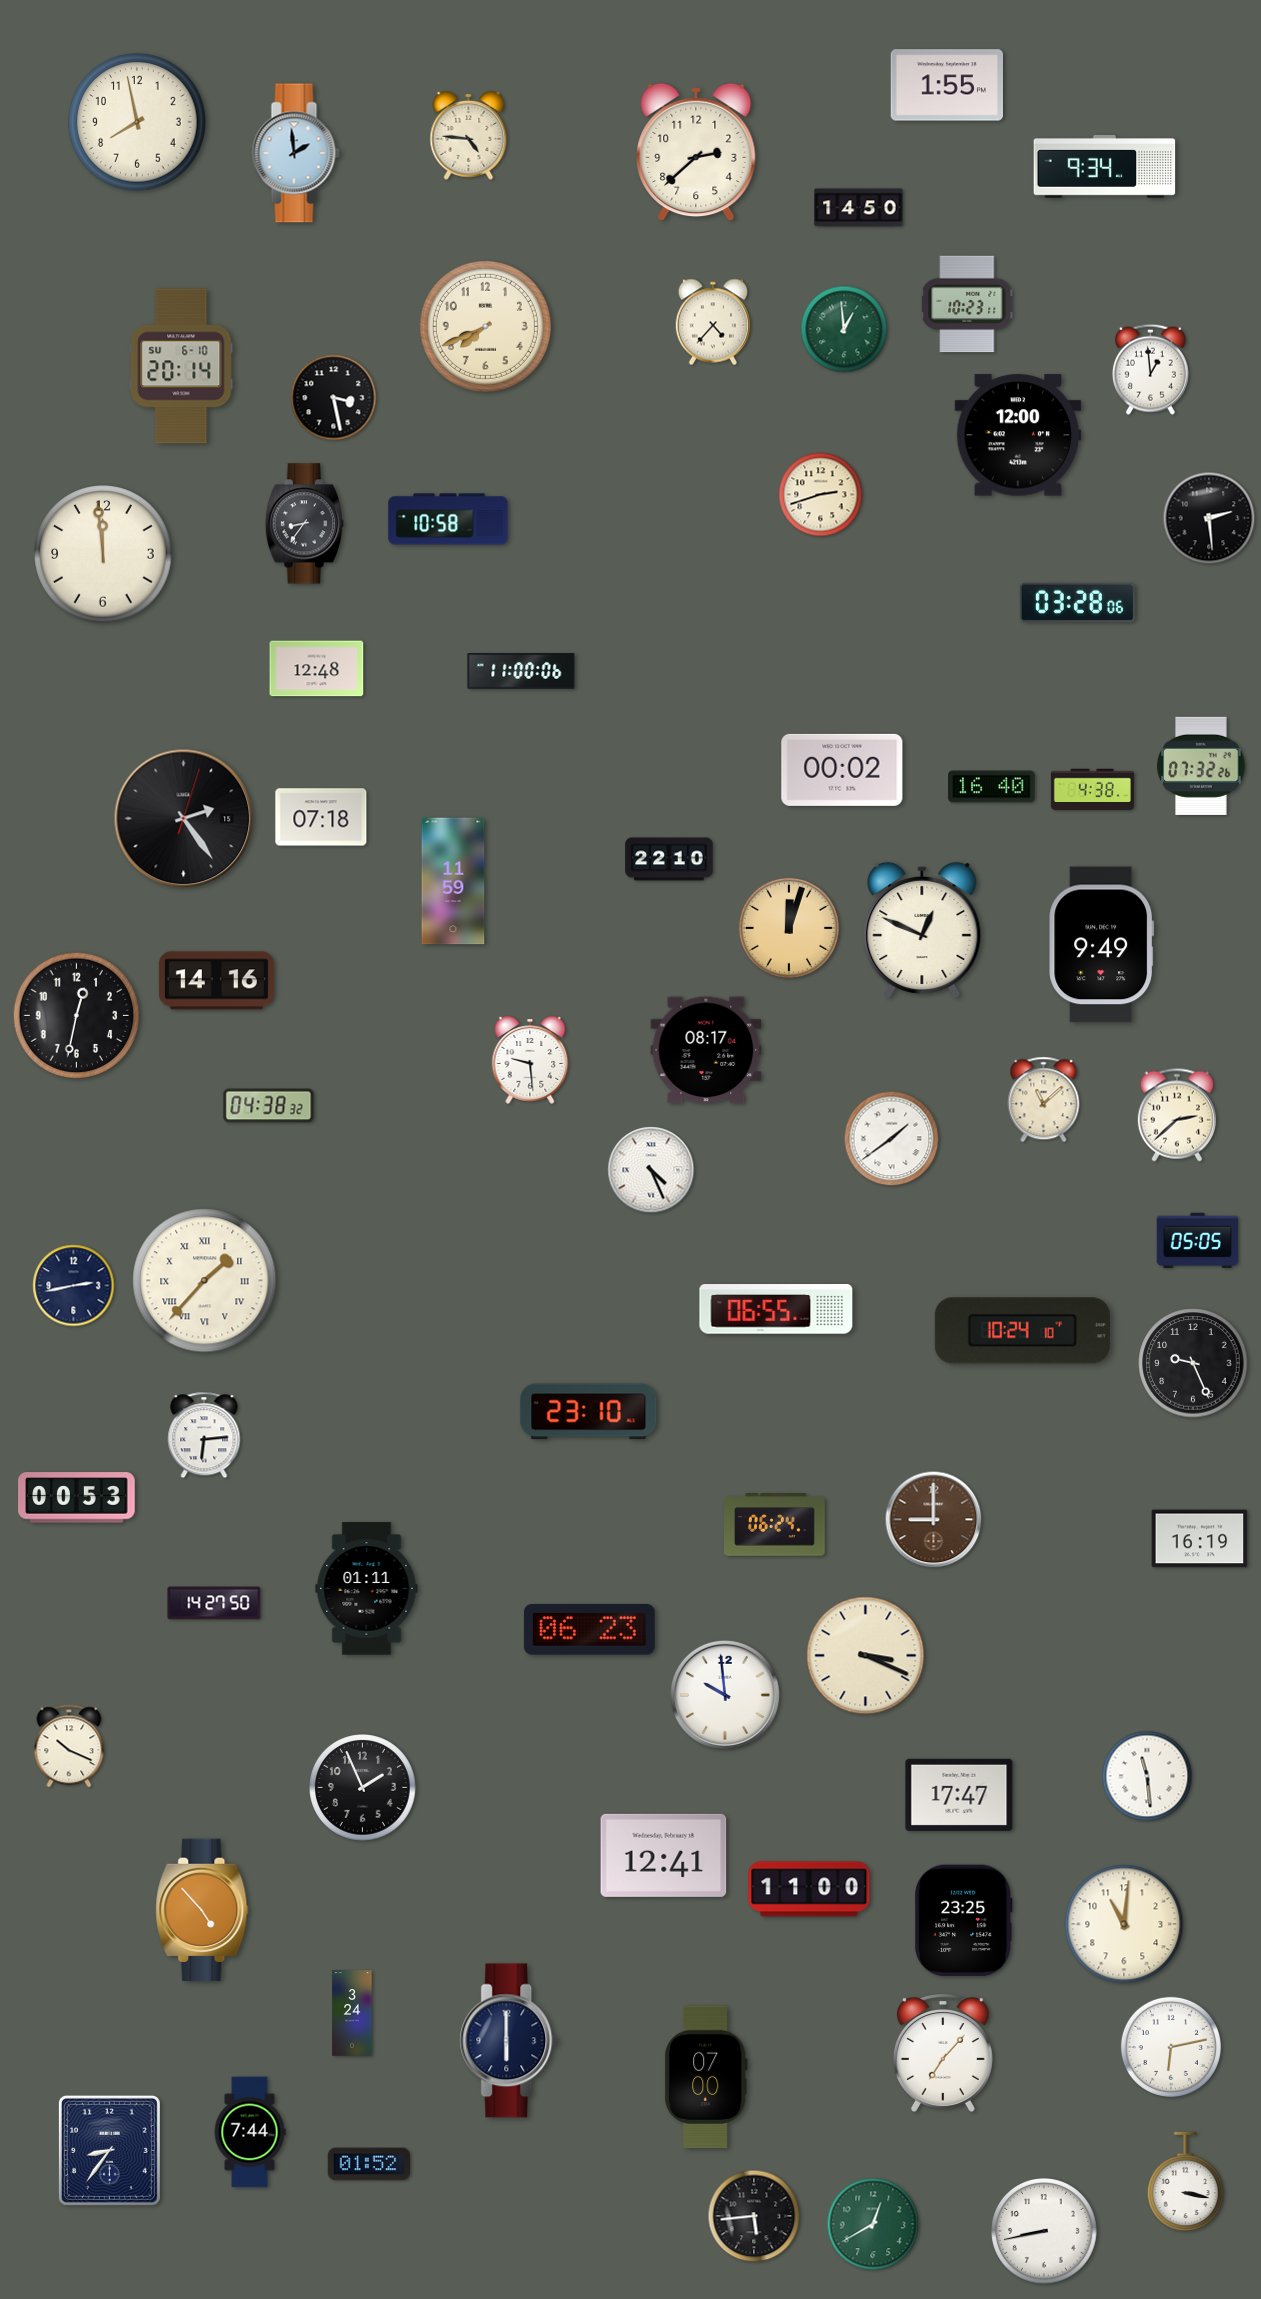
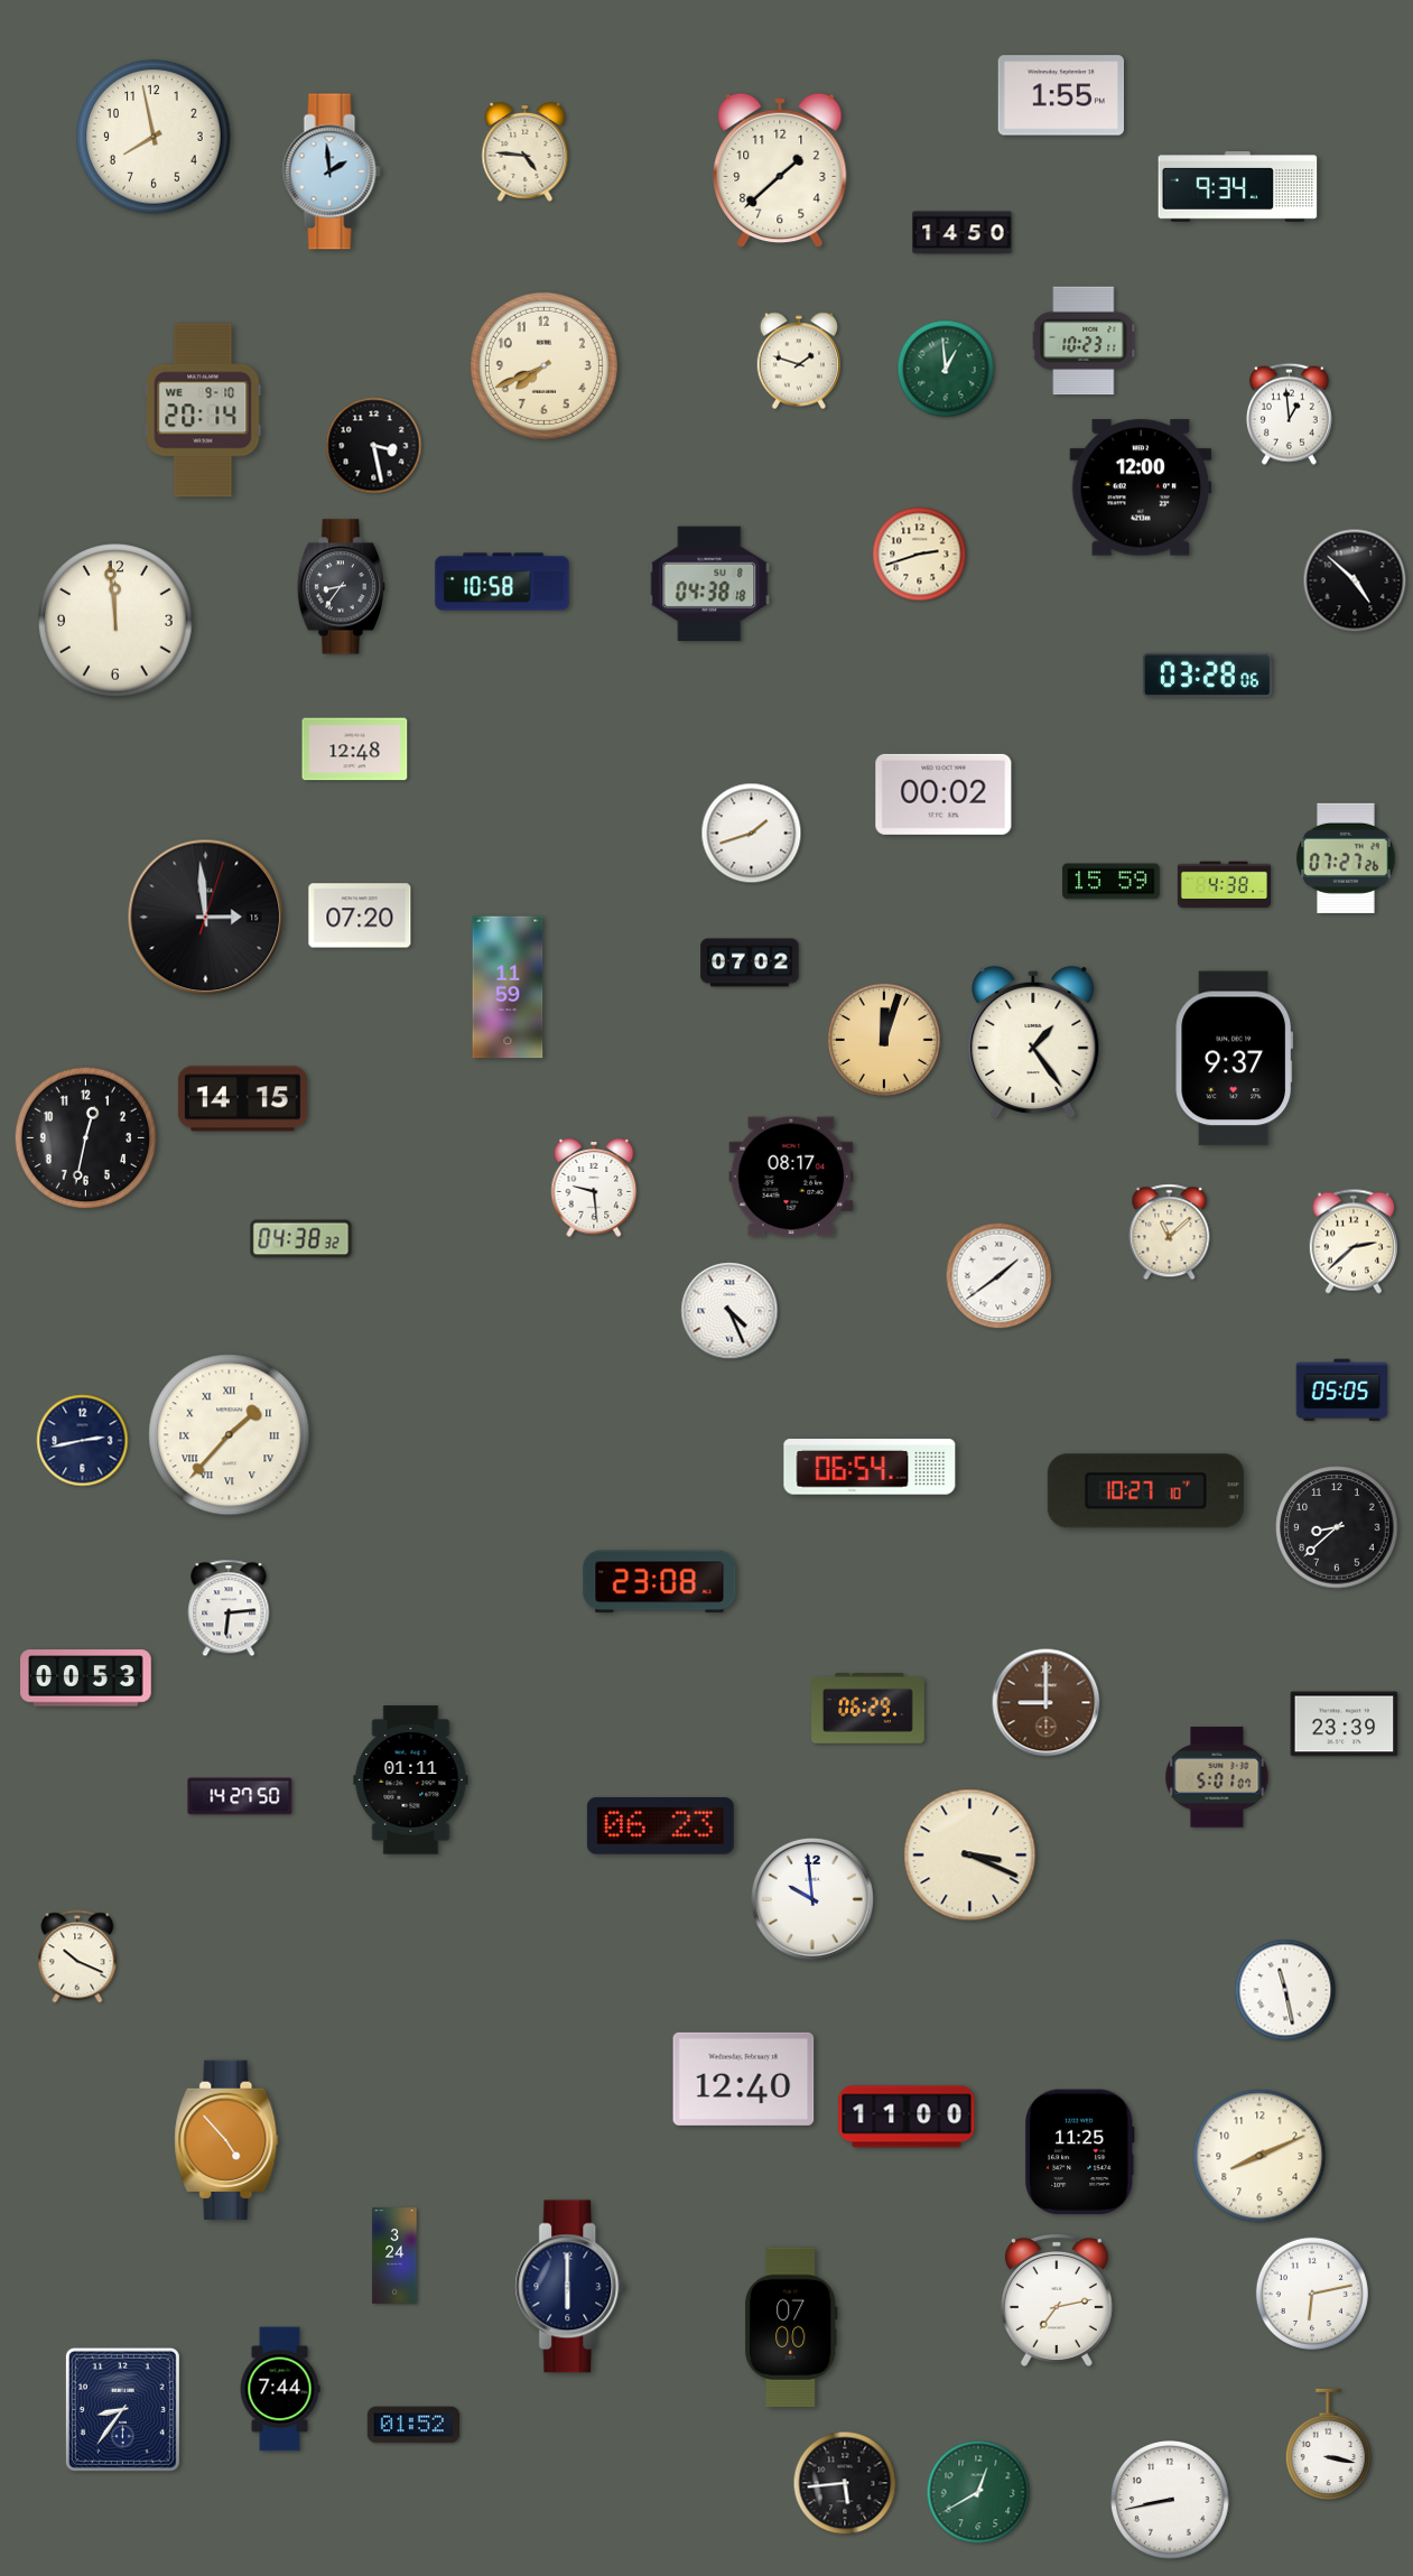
clock at (696, 152): 2:38 -> 1:38
clock at (712, 322): 4:37 -> 1:48
clock at (181, 366) date: SU 6-10 -> WE 9-10
clock at (1209, 518): 2:29 -> 4:52
clock at (709, 584): none -> 04:38
clock at (521, 671): 11:00 -> none
clock at (752, 834): none -> 1:42
clock at (1201, 766): 07:32 -> 07:27
clock at (842, 770) position: (842, 770) -> (943, 794)
clock at (992, 787): 16:40 -> 15:59
clock at (321, 817): 07:18 -> 07:20
clock at (184, 819): 2:24 -> 2:59
clock at (669, 859): 22:10 -> 07:02
clock at (922, 930): 12:49 -> 1:24
clock at (1101, 945): 9:49 -> 9:37
clock at (216, 981): 14:16 -> 14:15
clock at (1177, 1115) position: (1177, 1115) -> (1354, 1241)
clock at (776, 1309): 06:55 -> 06:54
clock at (1022, 1331): 10:24 -> 10:27
clock at (1193, 1363): 9:26 -> 8:38
clock at (589, 1412): 23:10 -> 23:08
clock at (775, 1525): 06:24 -> 06:29
clock at (1200, 1539): 16:19 -> 23:39
clock at (1217, 1777): none -> 5:01
clock at (1147, 1776): 11:29 -> 11:28
clock at (363, 1788): 1:56 -> none
clock at (959, 1795): 17:47 -> none
clock at (664, 1855): 12:41 -> 12:40
clock at (964, 1921): 23:25 -> 11:25
clock at (1124, 1924): 11:01 -> 8:11
clock at (943, 2053): 7:07 -> 7:13
